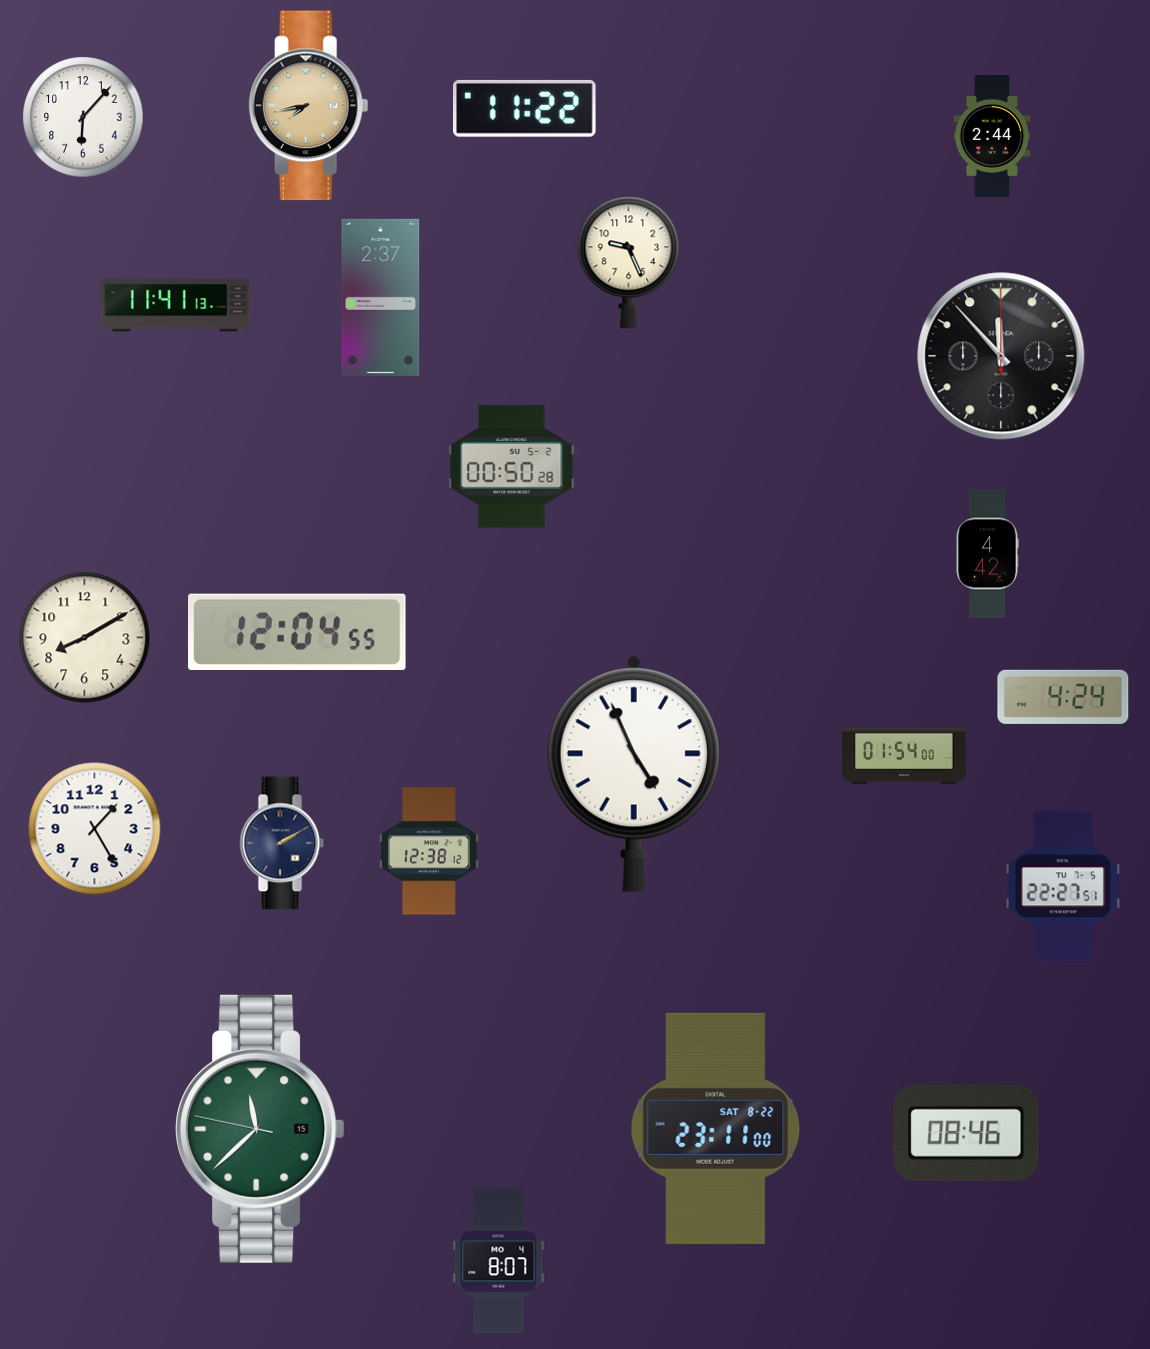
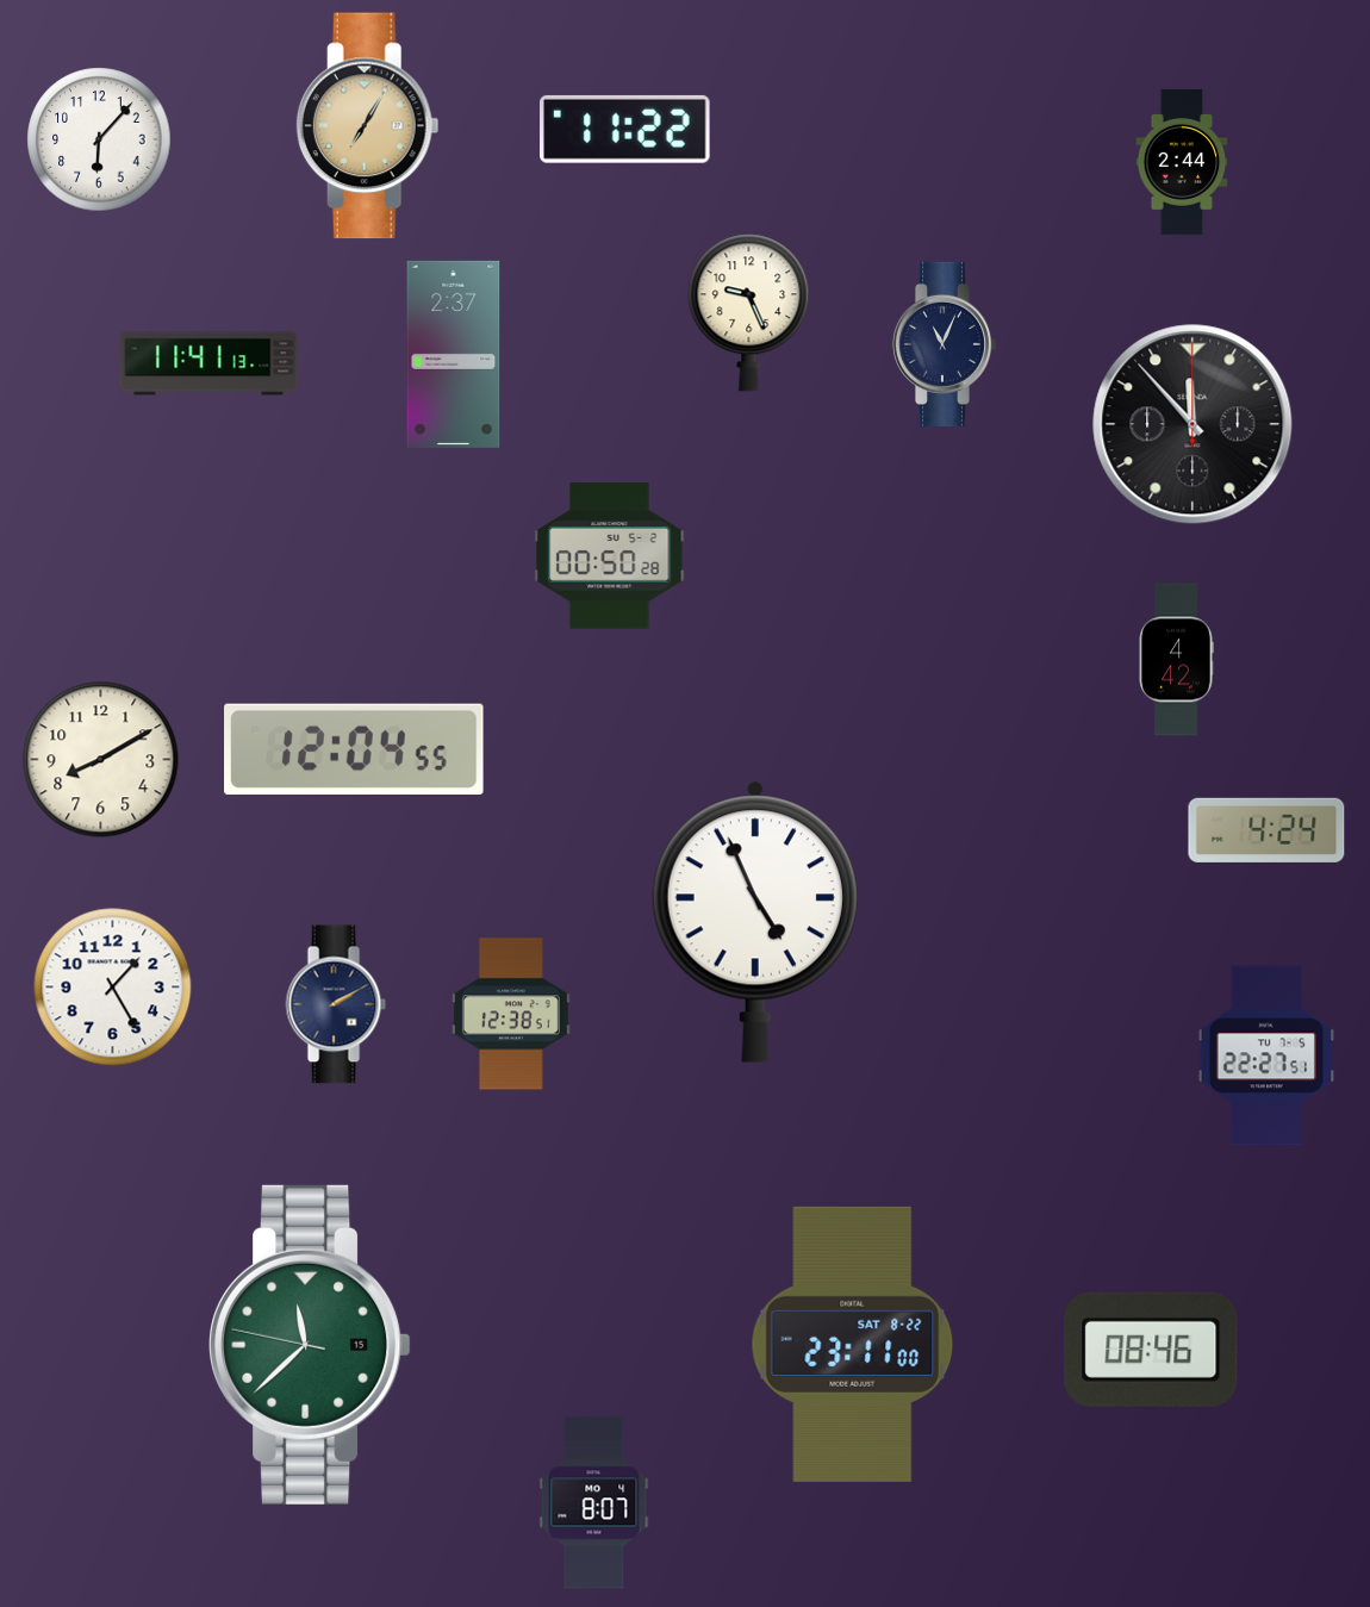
clock at (308, 106): 7:43 -> 7:05
clock at (944, 344): none -> 11:04
clock at (297, 632) position: (297, 632) -> (354, 749)
clock at (904, 756): 01:54 -> none
clock at (429, 851): 12:38:12 -> 12:38:51
